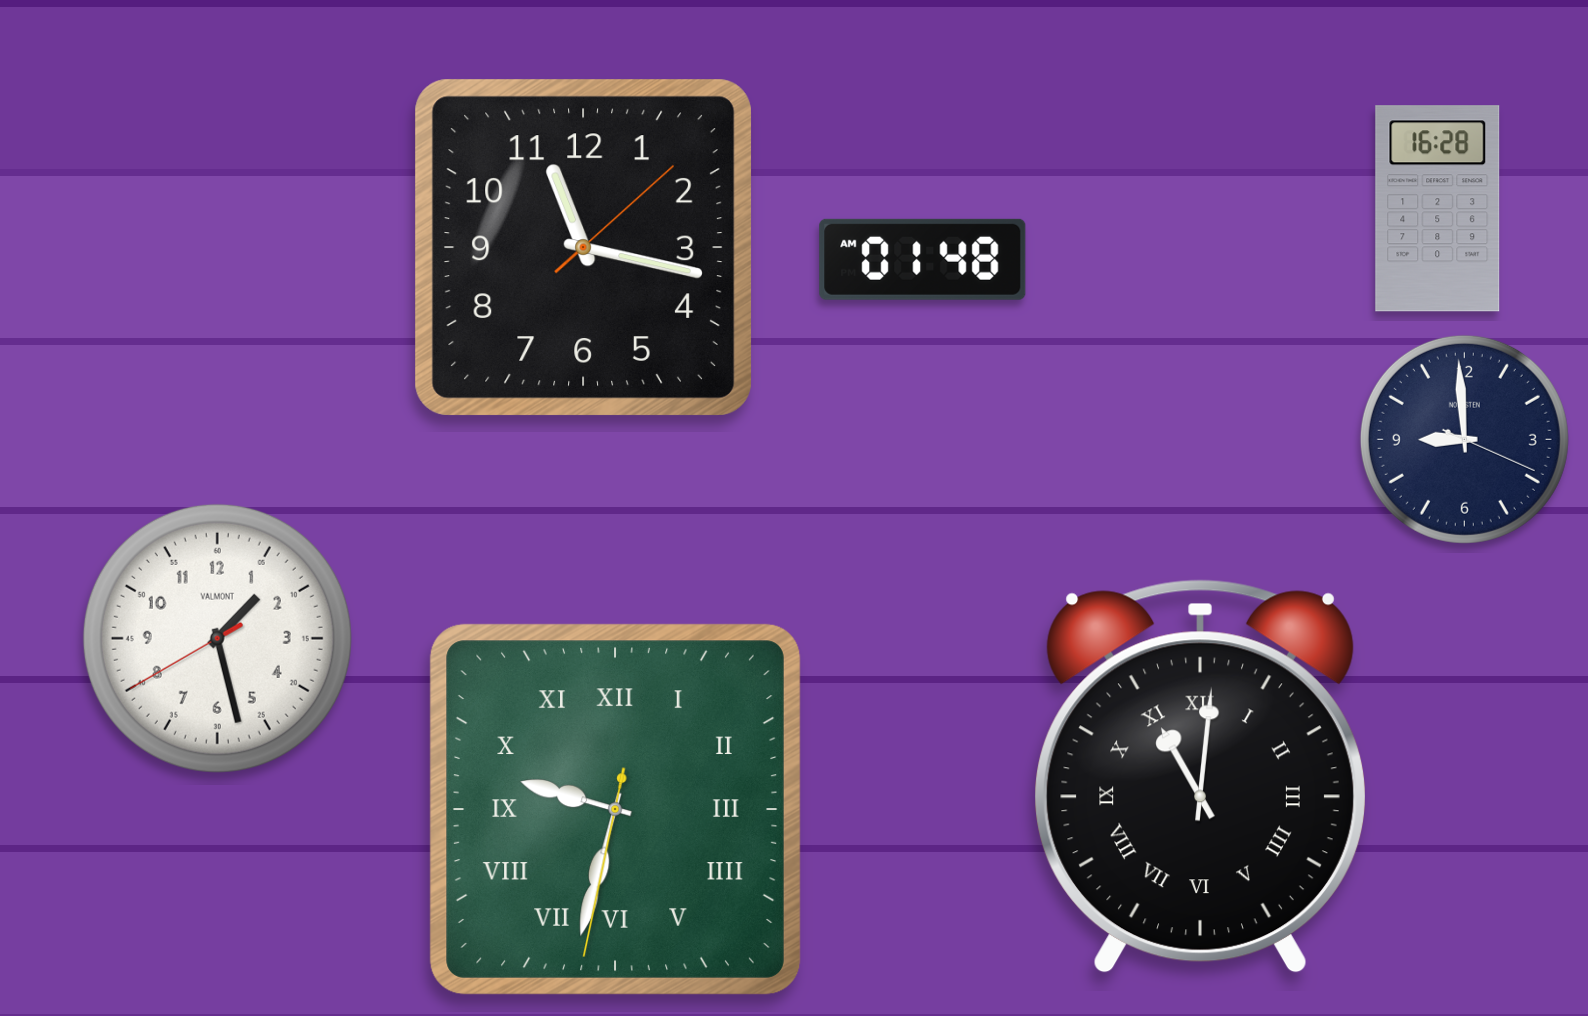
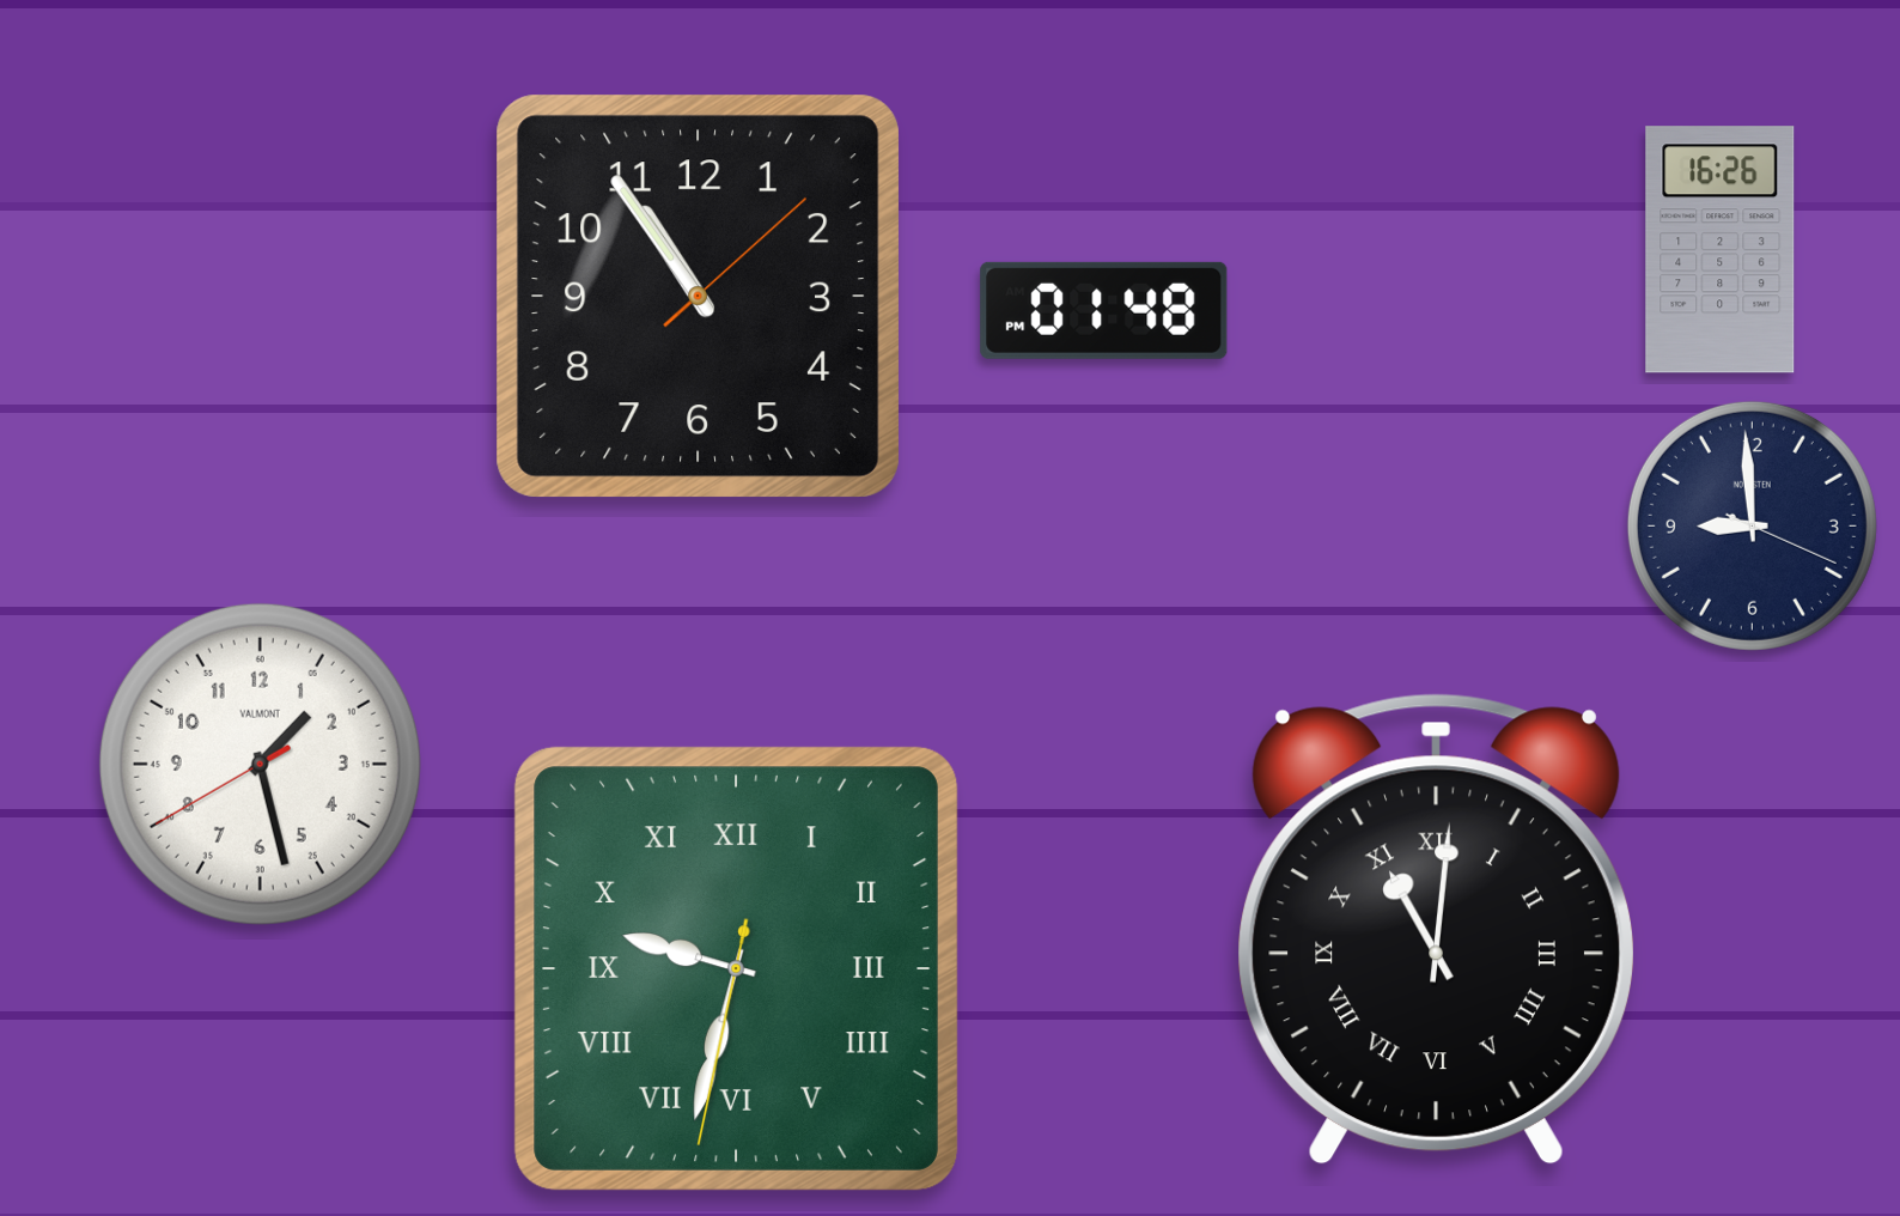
clock at (1438, 209): 16:28 -> 16:26
clock at (583, 247): 11:17 -> 10:54
clock at (923, 259): 01:48 AM -> 01:48 PM
